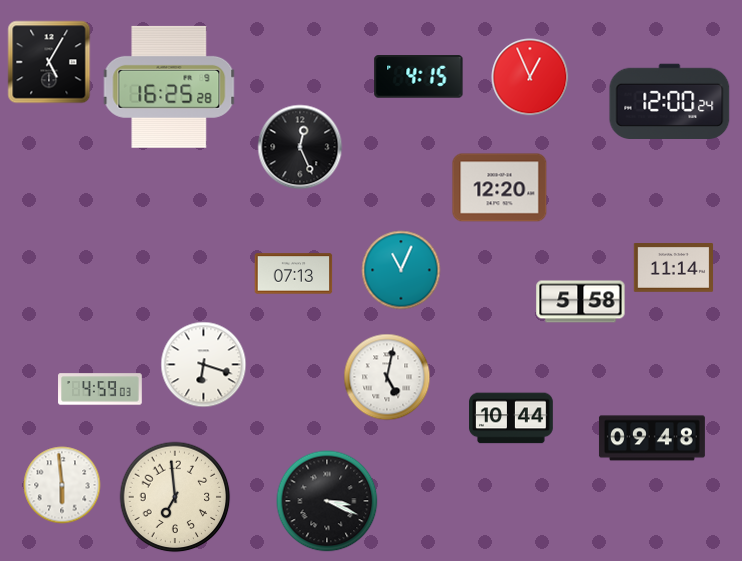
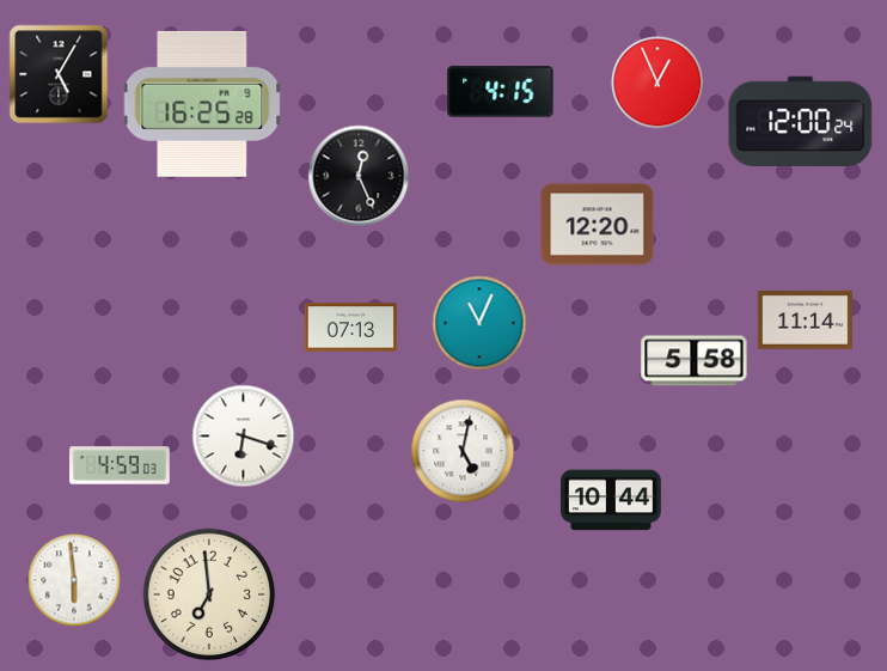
clock at (530, 77) position: (530, 77) -> (657, 83)
clock at (652, 438): 09:48 -> none
clock at (327, 501): 3:19 -> none
